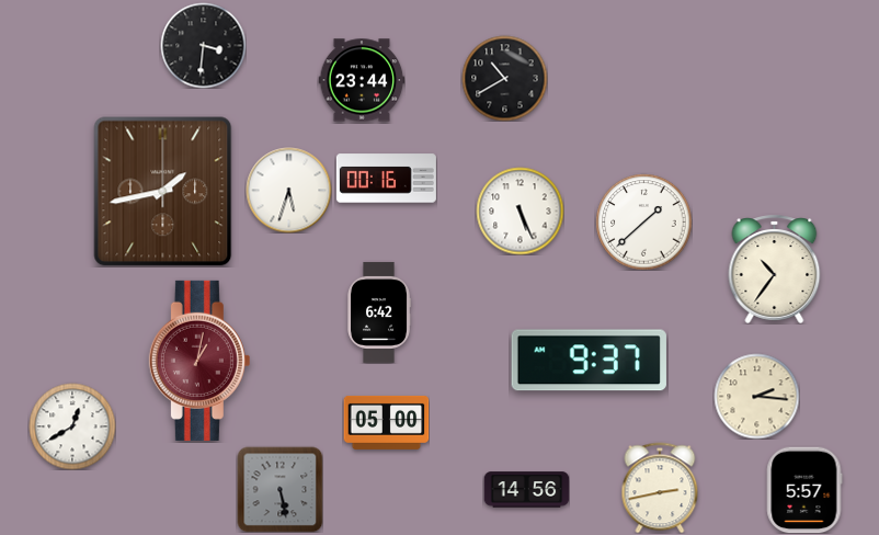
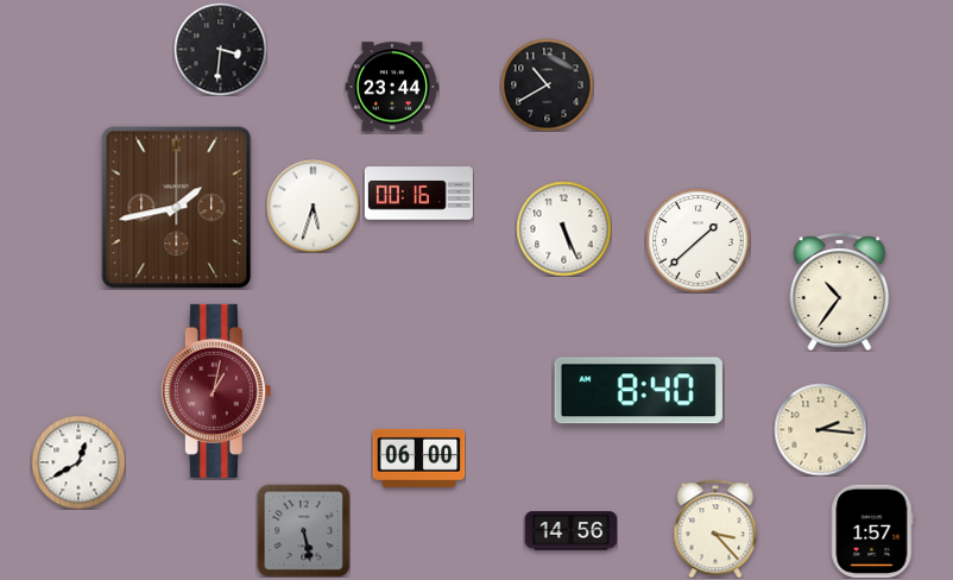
clock at (379, 312): 6:42 -> none
clock at (589, 361): 9:37 -> 8:40
clock at (386, 422): 05:00 -> 06:00
clock at (660, 488): 2:43 -> 3:23
clock at (804, 490): 5:57 -> 1:57
